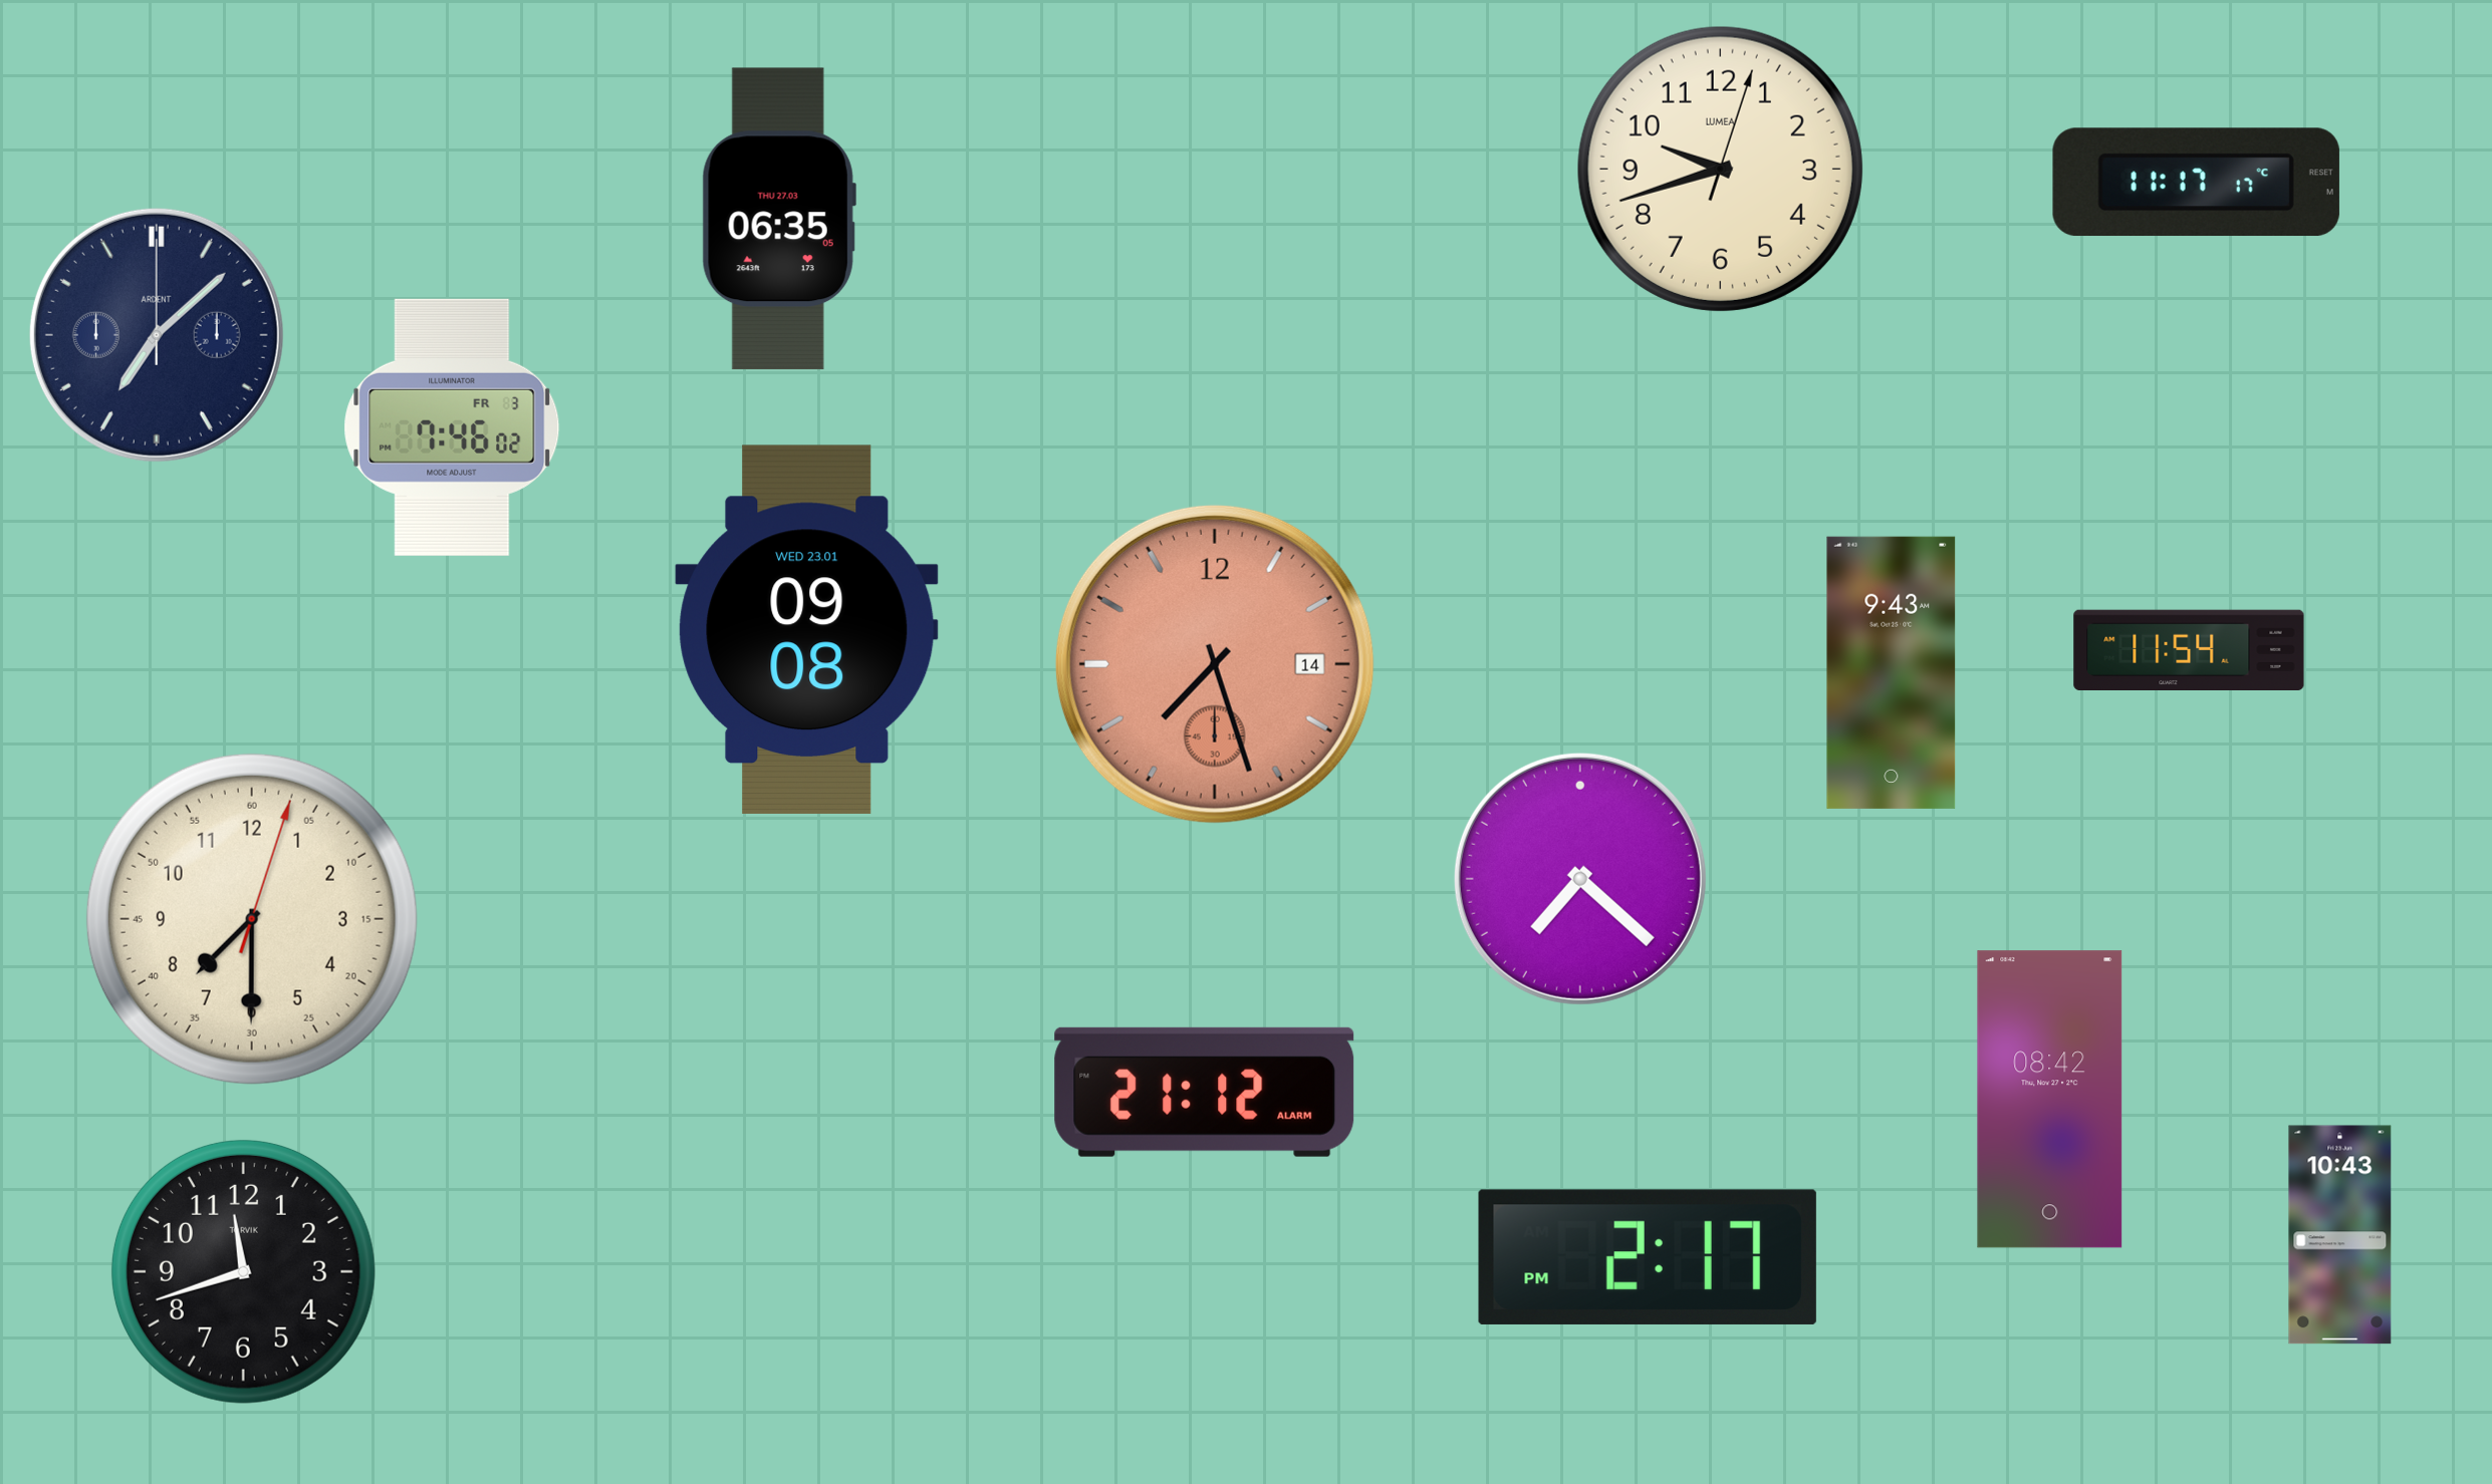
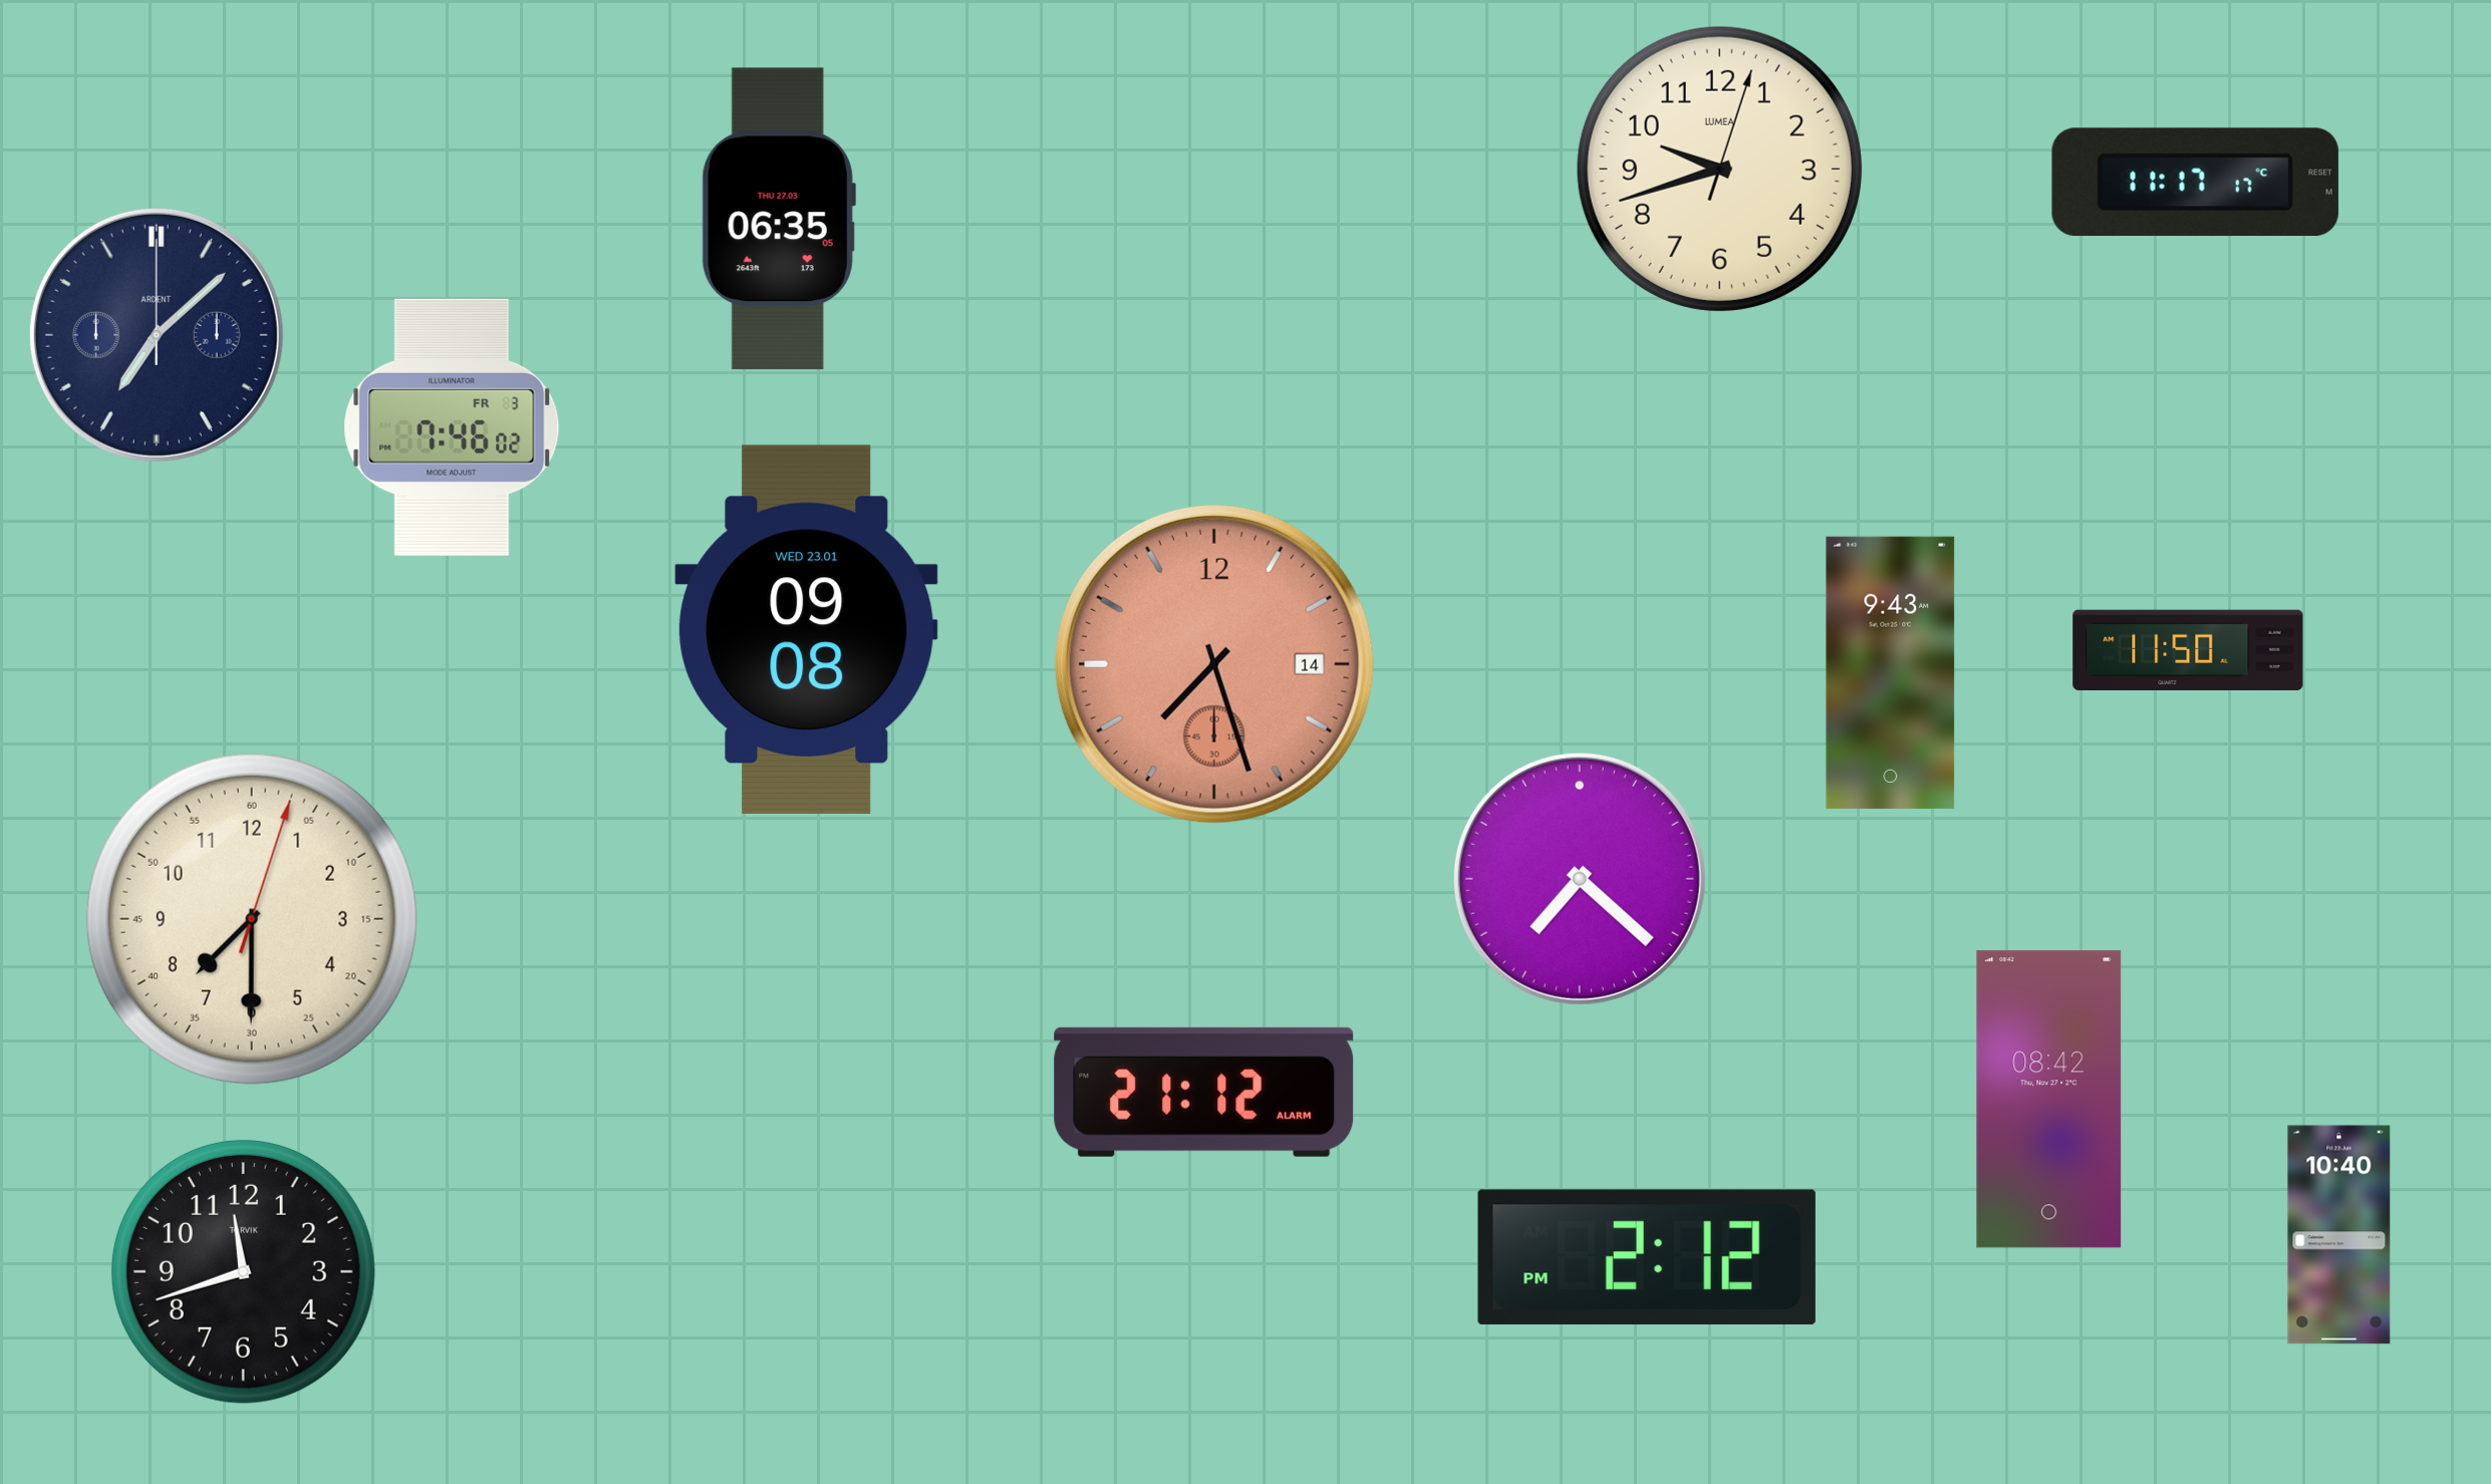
clock at (2189, 649): 11:54 -> 11:50
clock at (2340, 1235): 10:43 -> 10:40
clock at (1648, 1257): 2:17 -> 2:12
